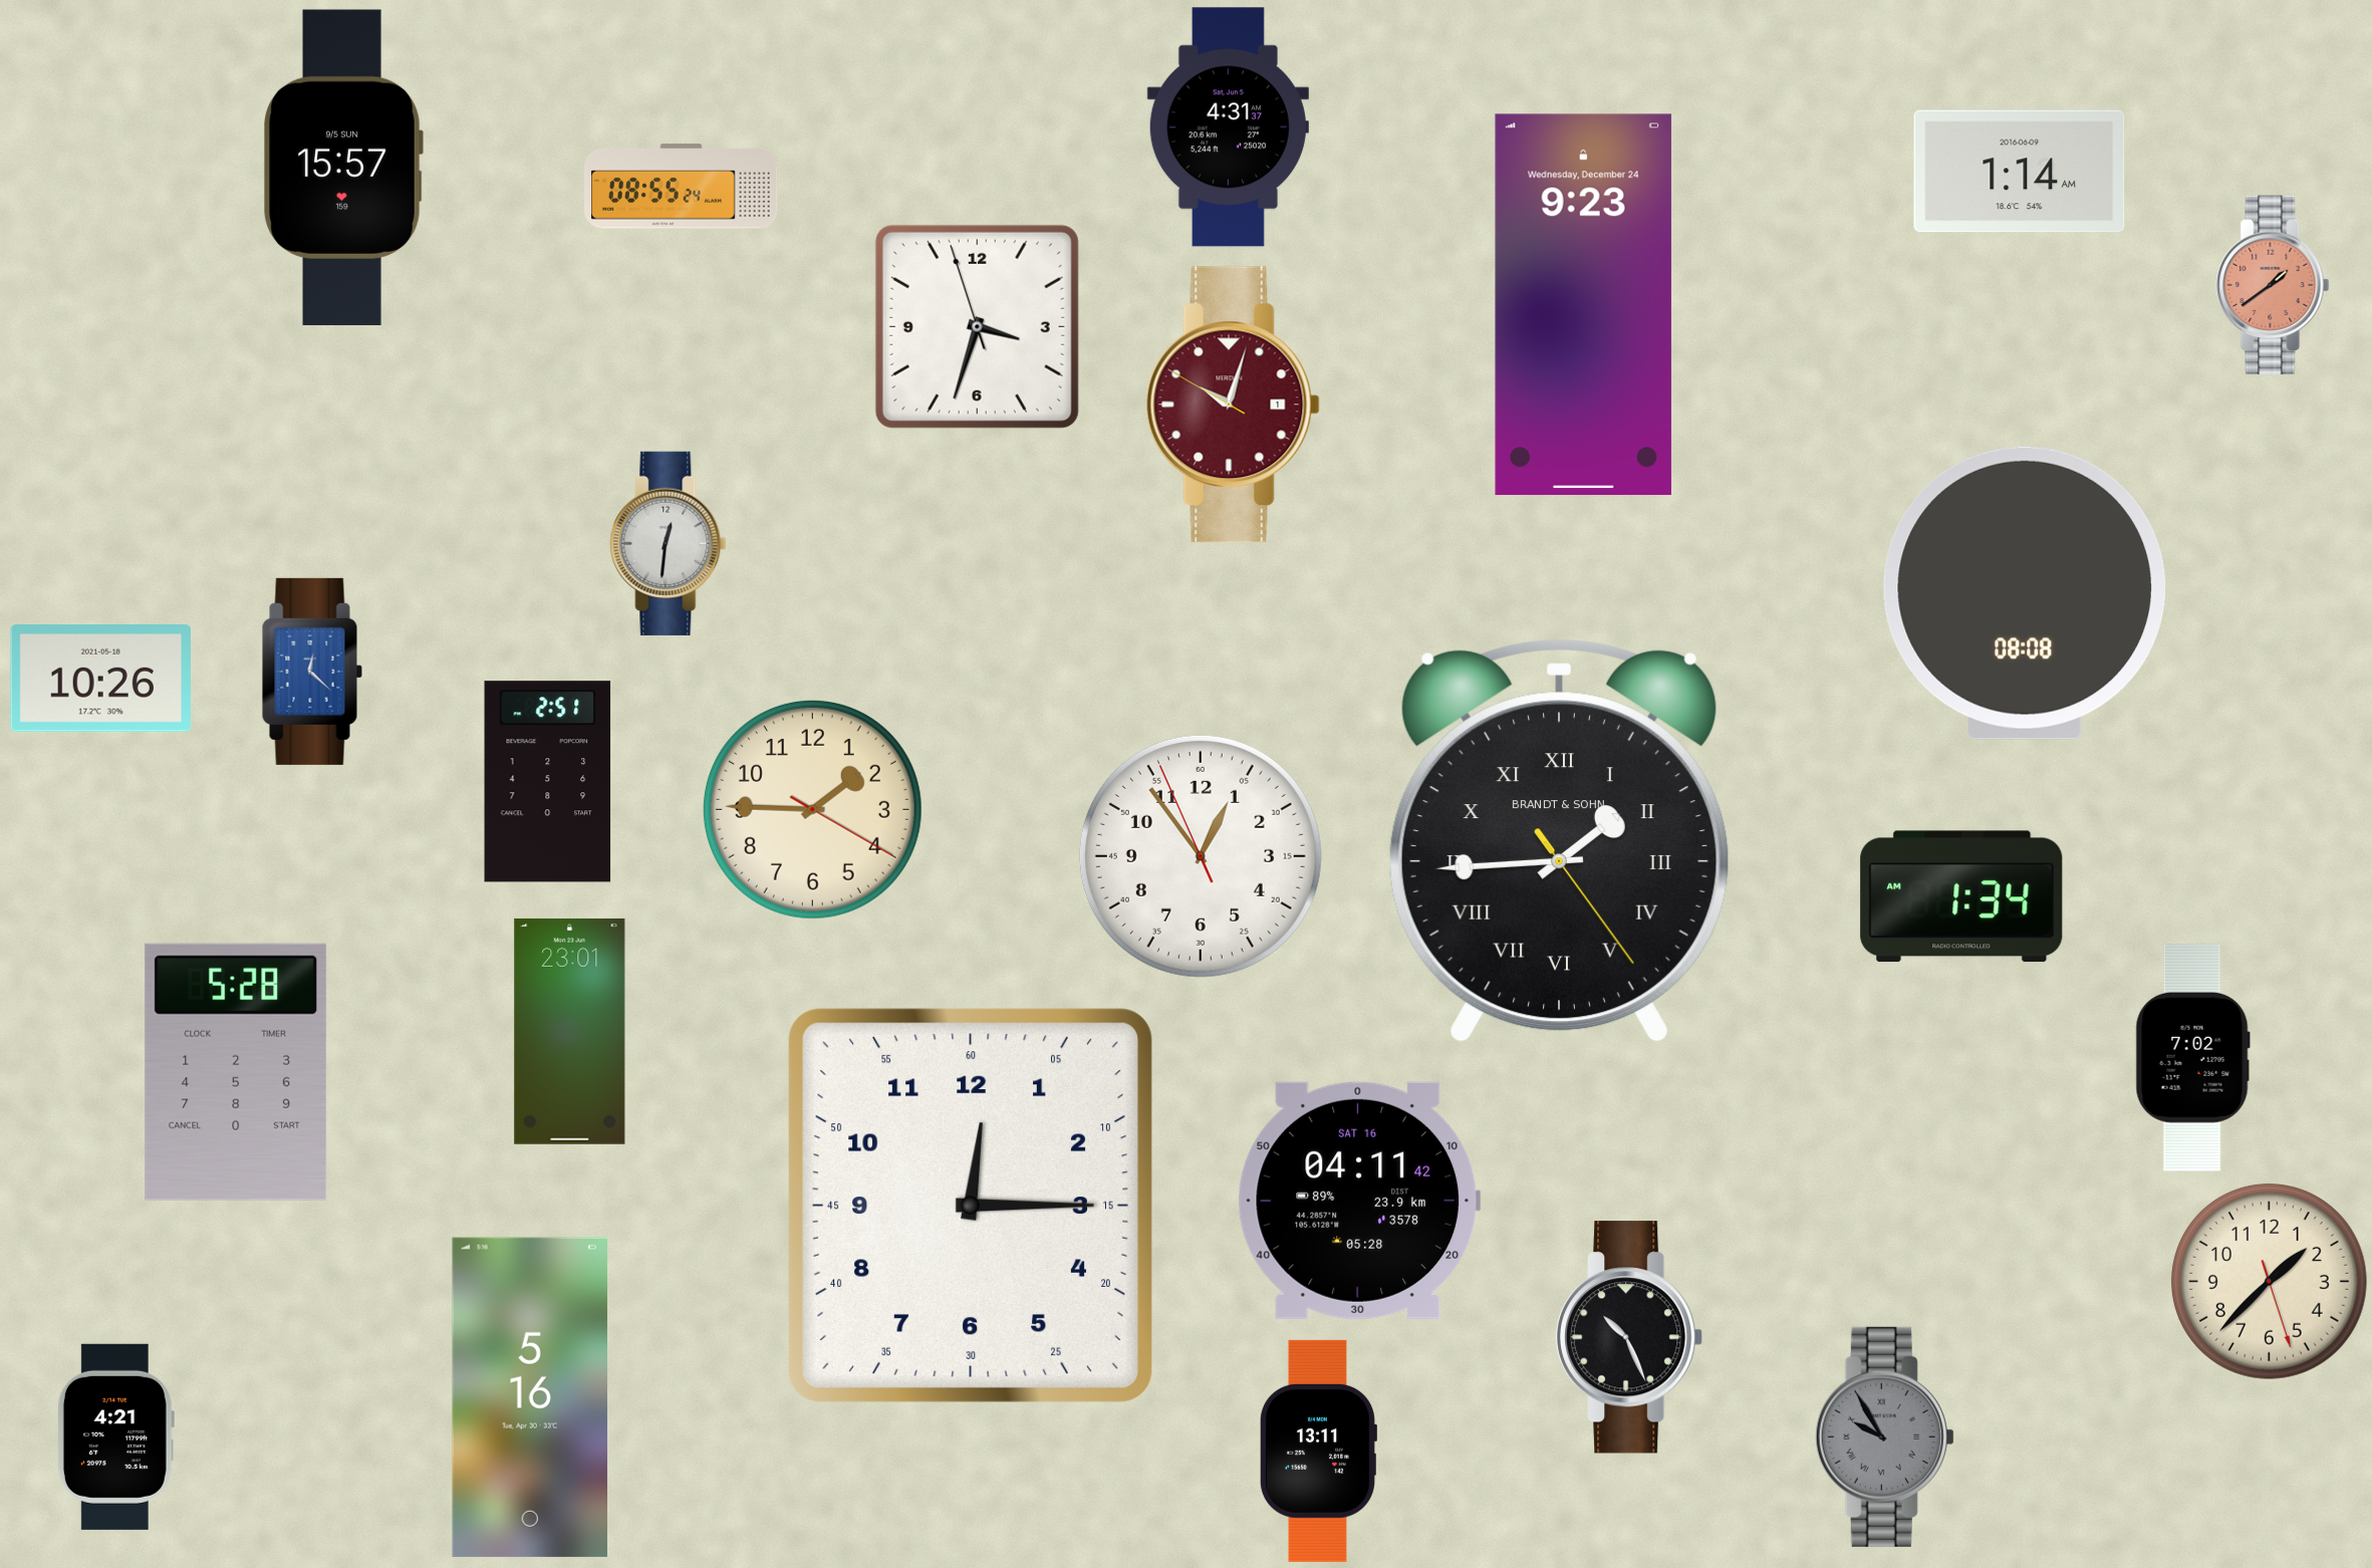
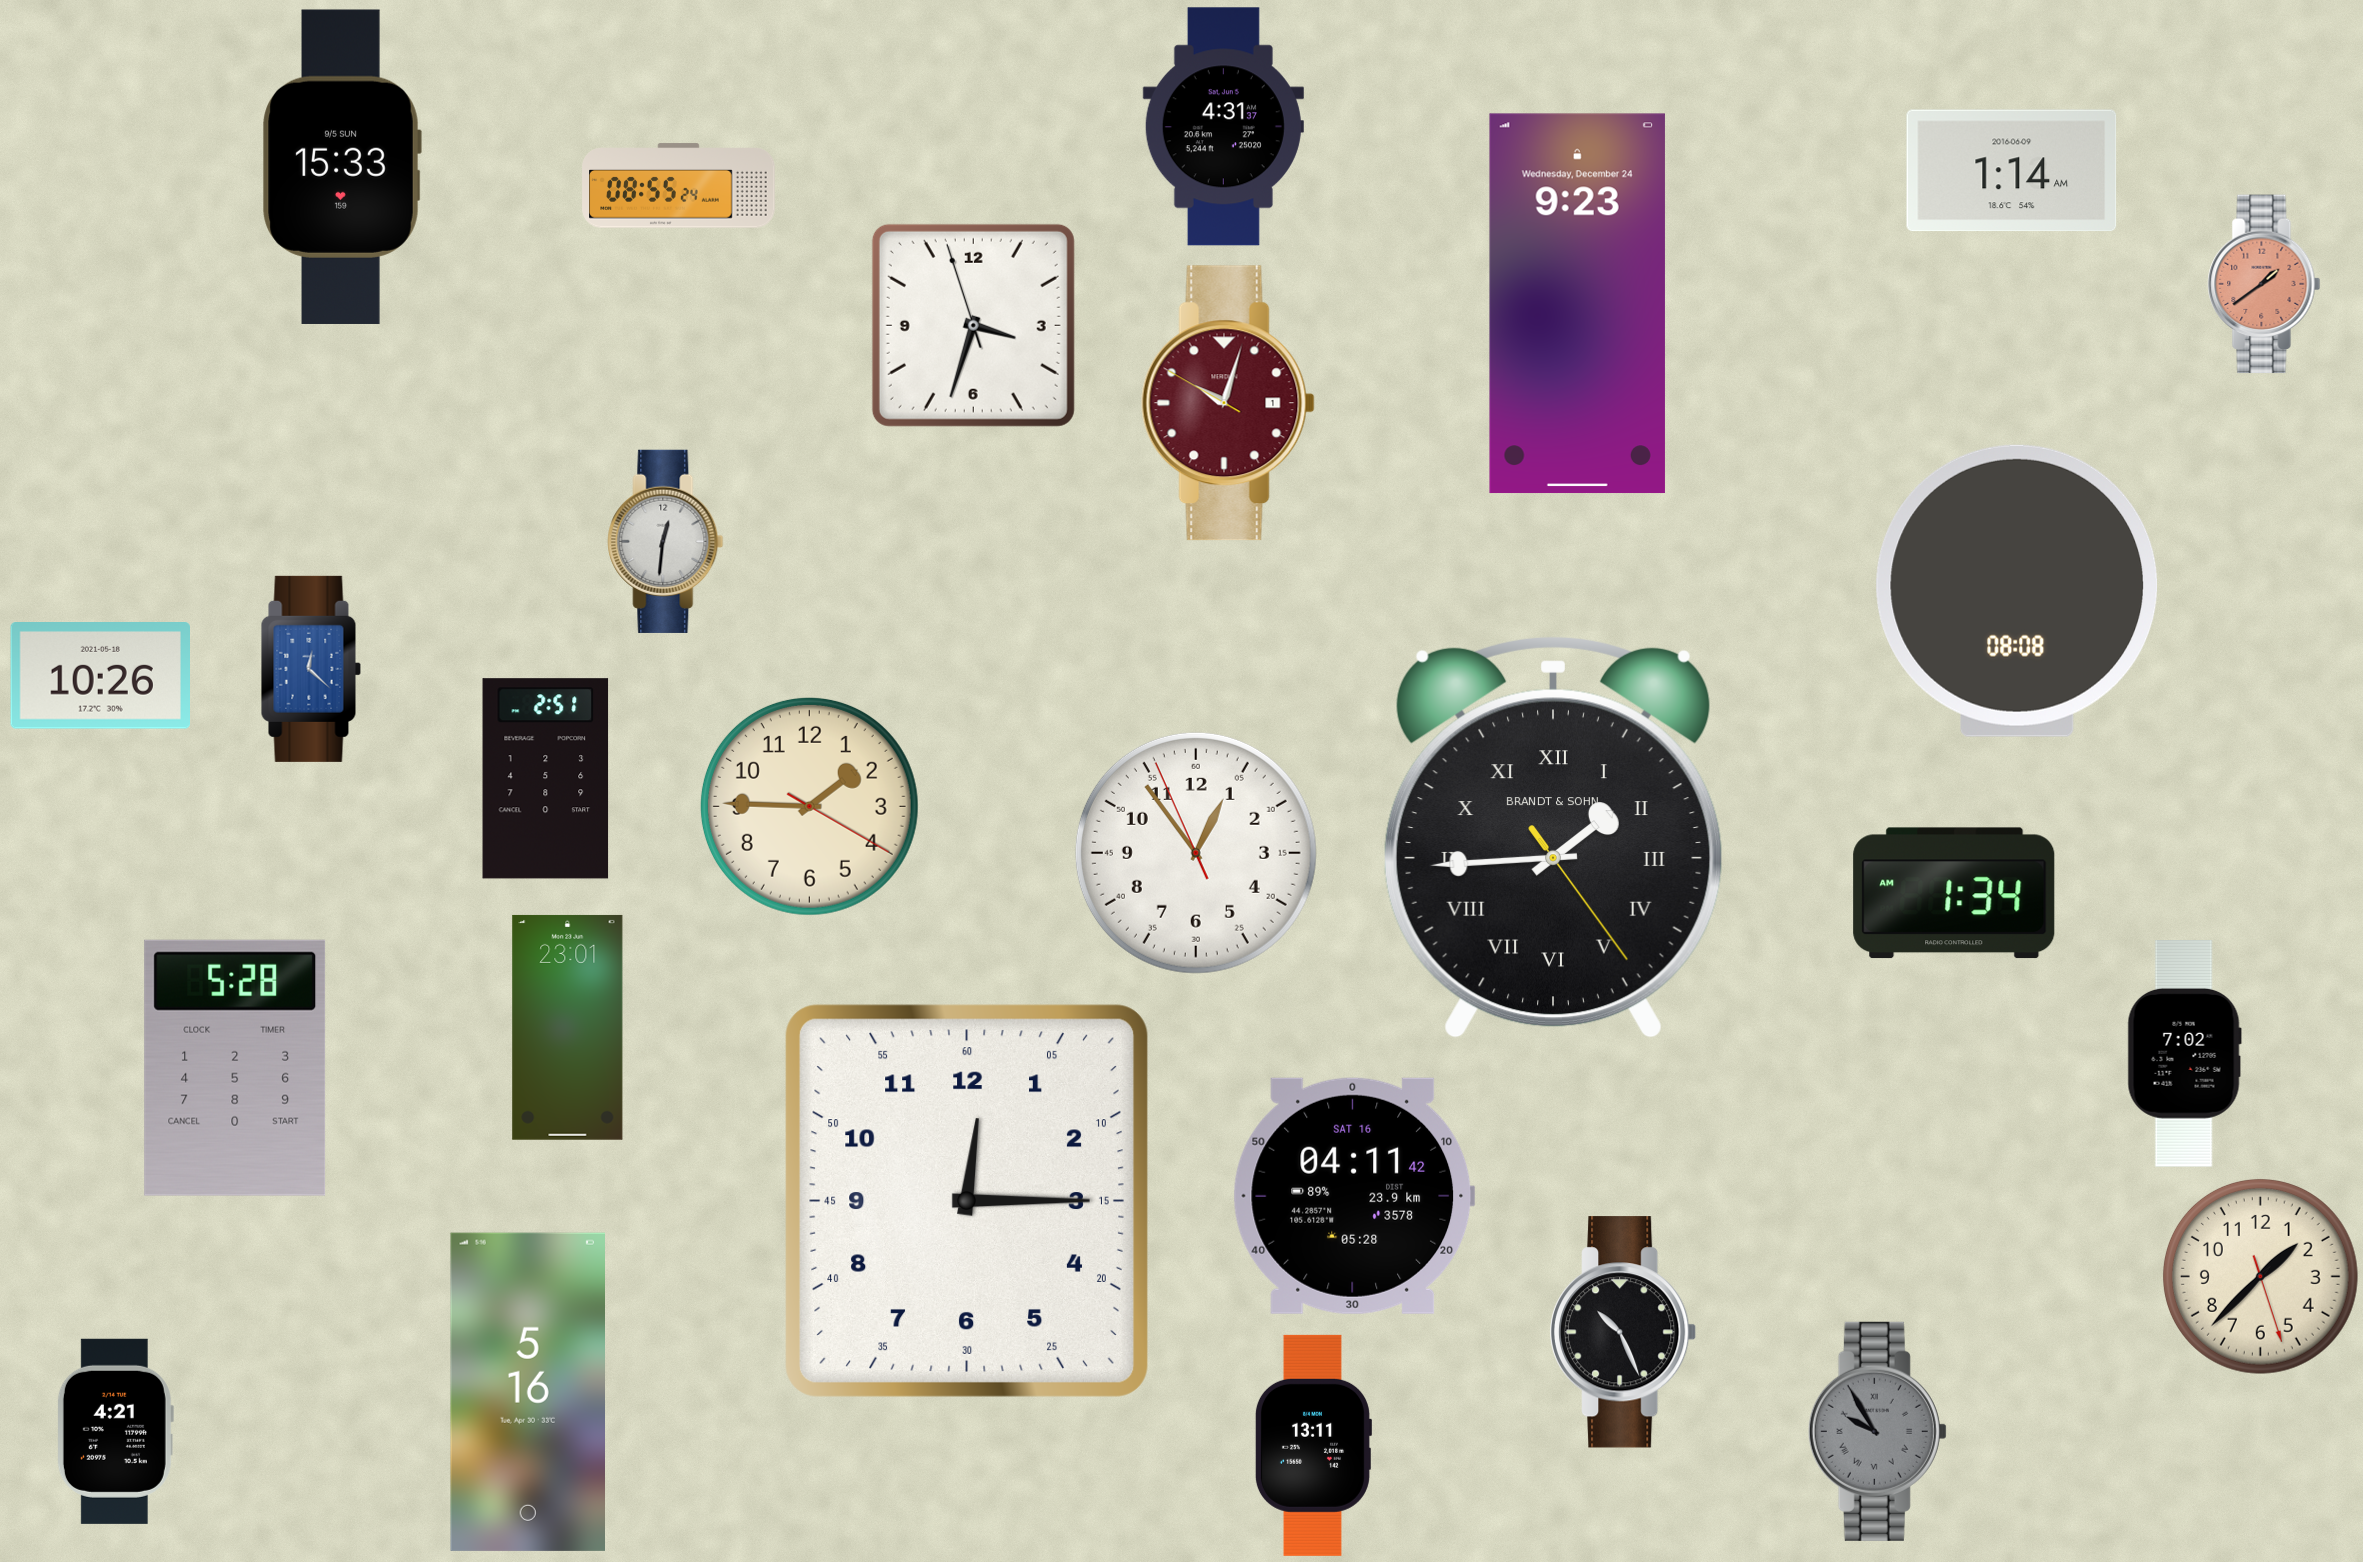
clock at (343, 168): 15:57 -> 15:33
